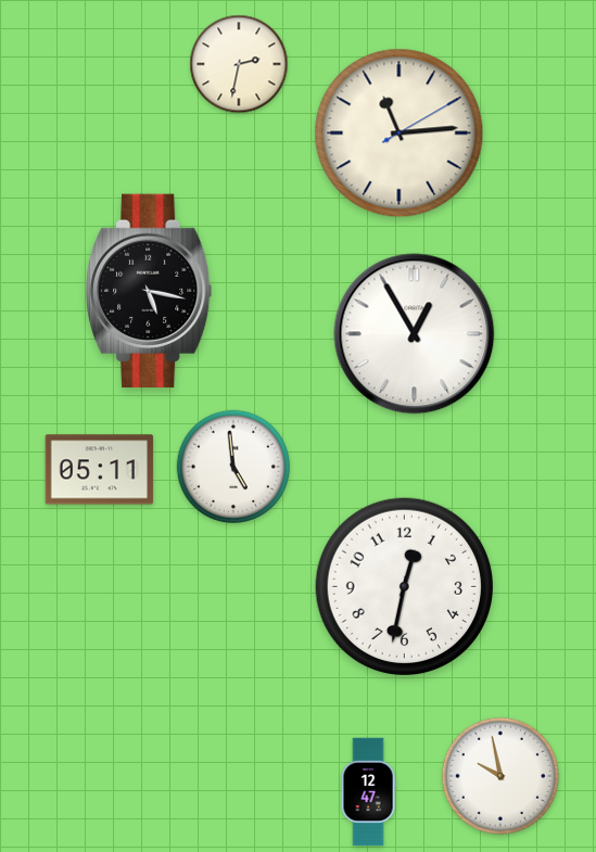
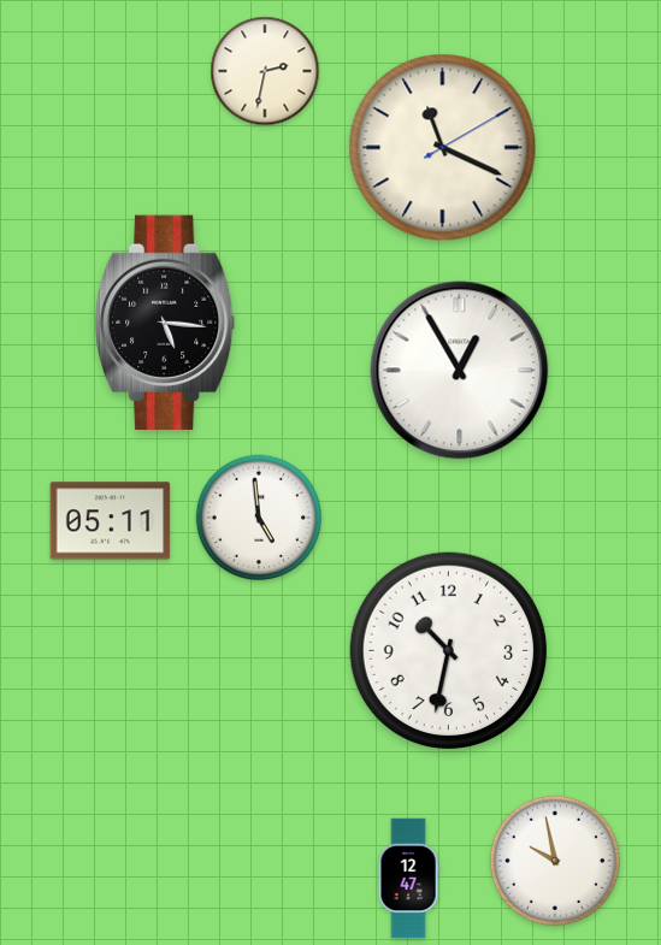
clock at (400, 133): 11:14 -> 11:19
clock at (149, 290): 5:17 -> 5:16
clock at (405, 587): 12:32 -> 10:32
